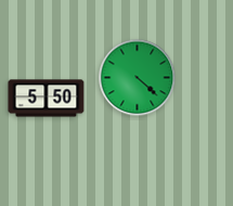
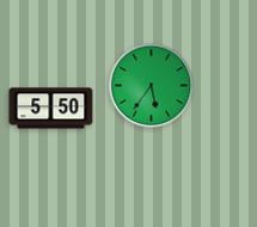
clock at (138, 78): 4:22 -> 5:36
